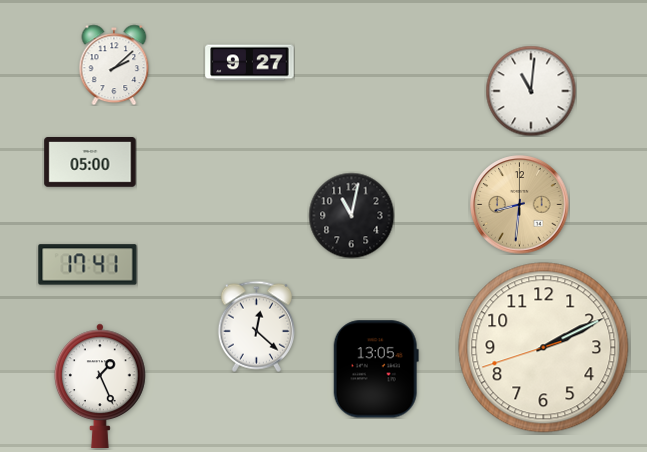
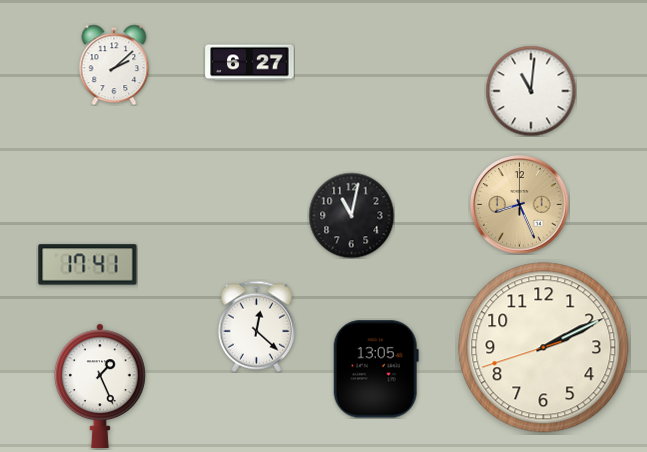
clock at (250, 63): 9:27 -> 6:27
clock at (90, 163): 05:00 -> none
clock at (520, 205): 8:31 -> 8:26
